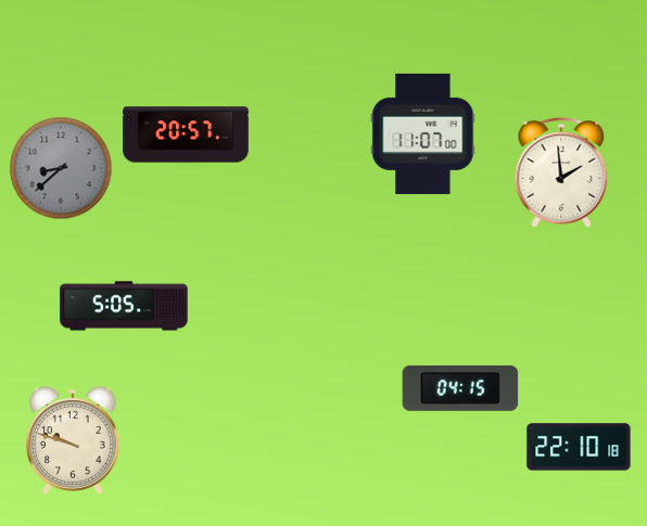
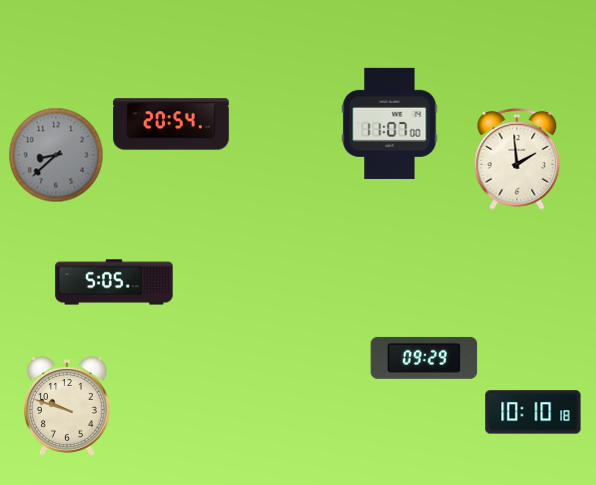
clock at (186, 134): 20:57 -> 20:54
clock at (460, 388): 04:15 -> 09:29
clock at (579, 447): 22:10 -> 10:10
